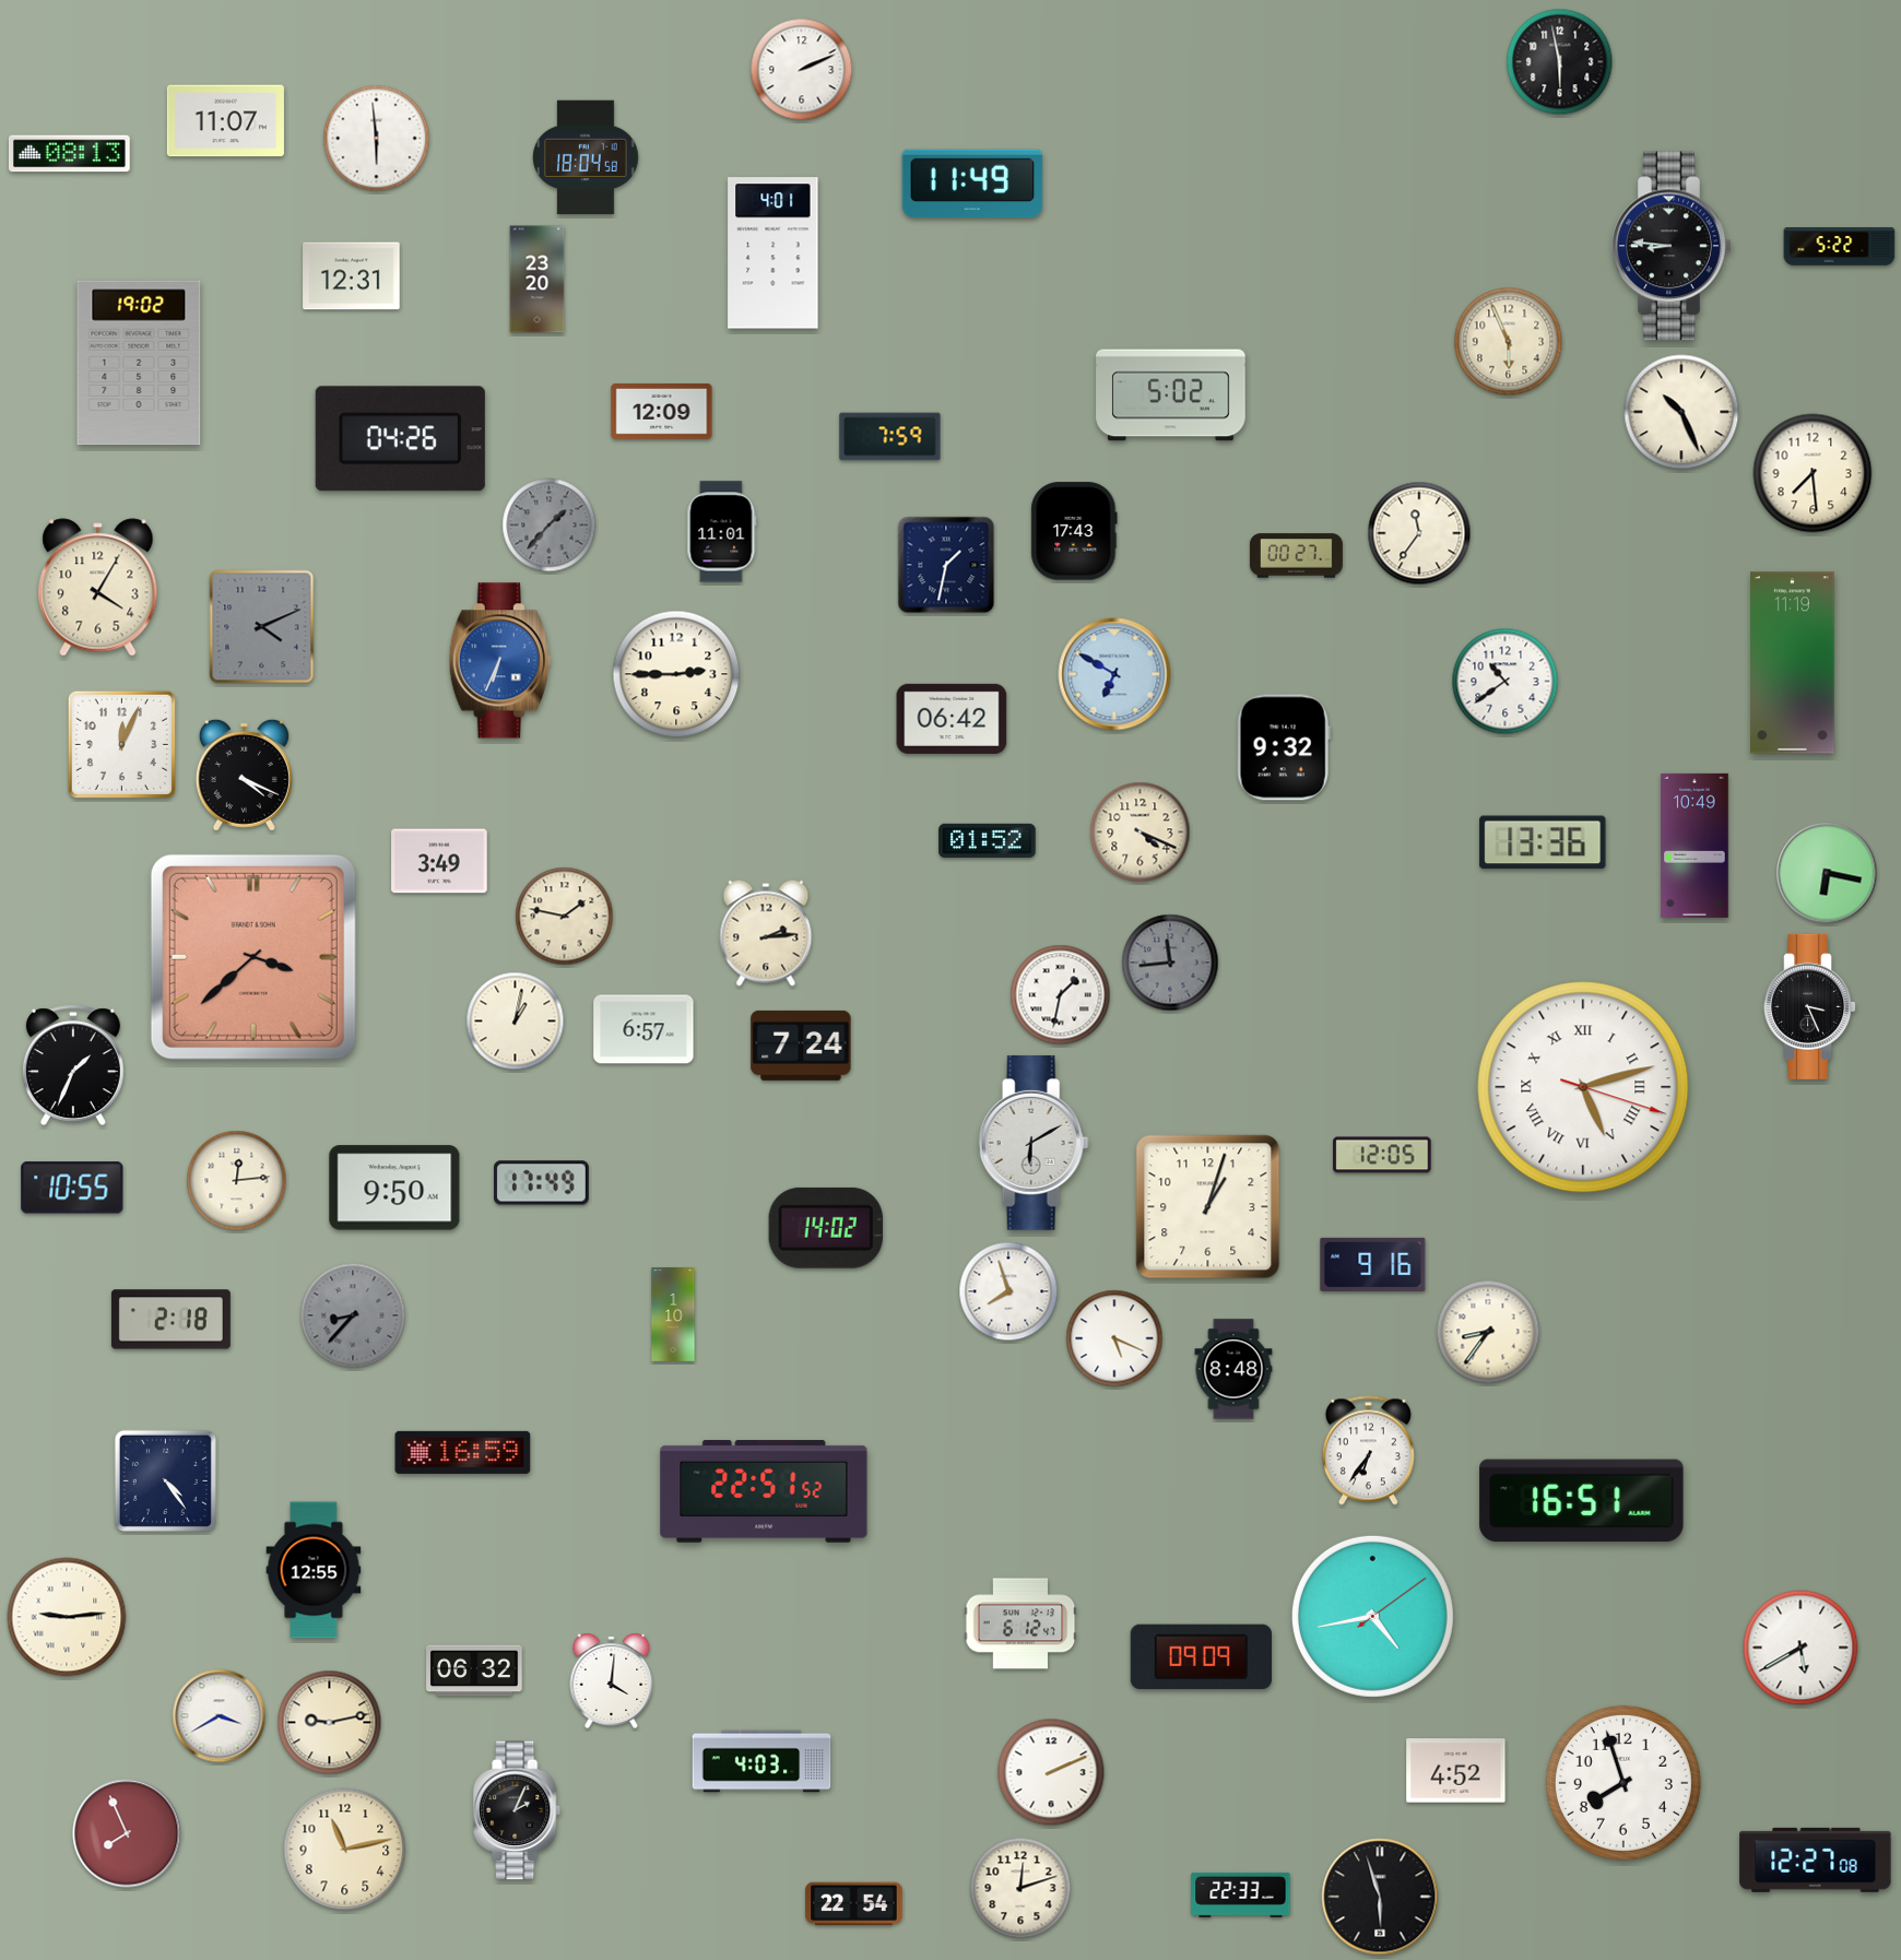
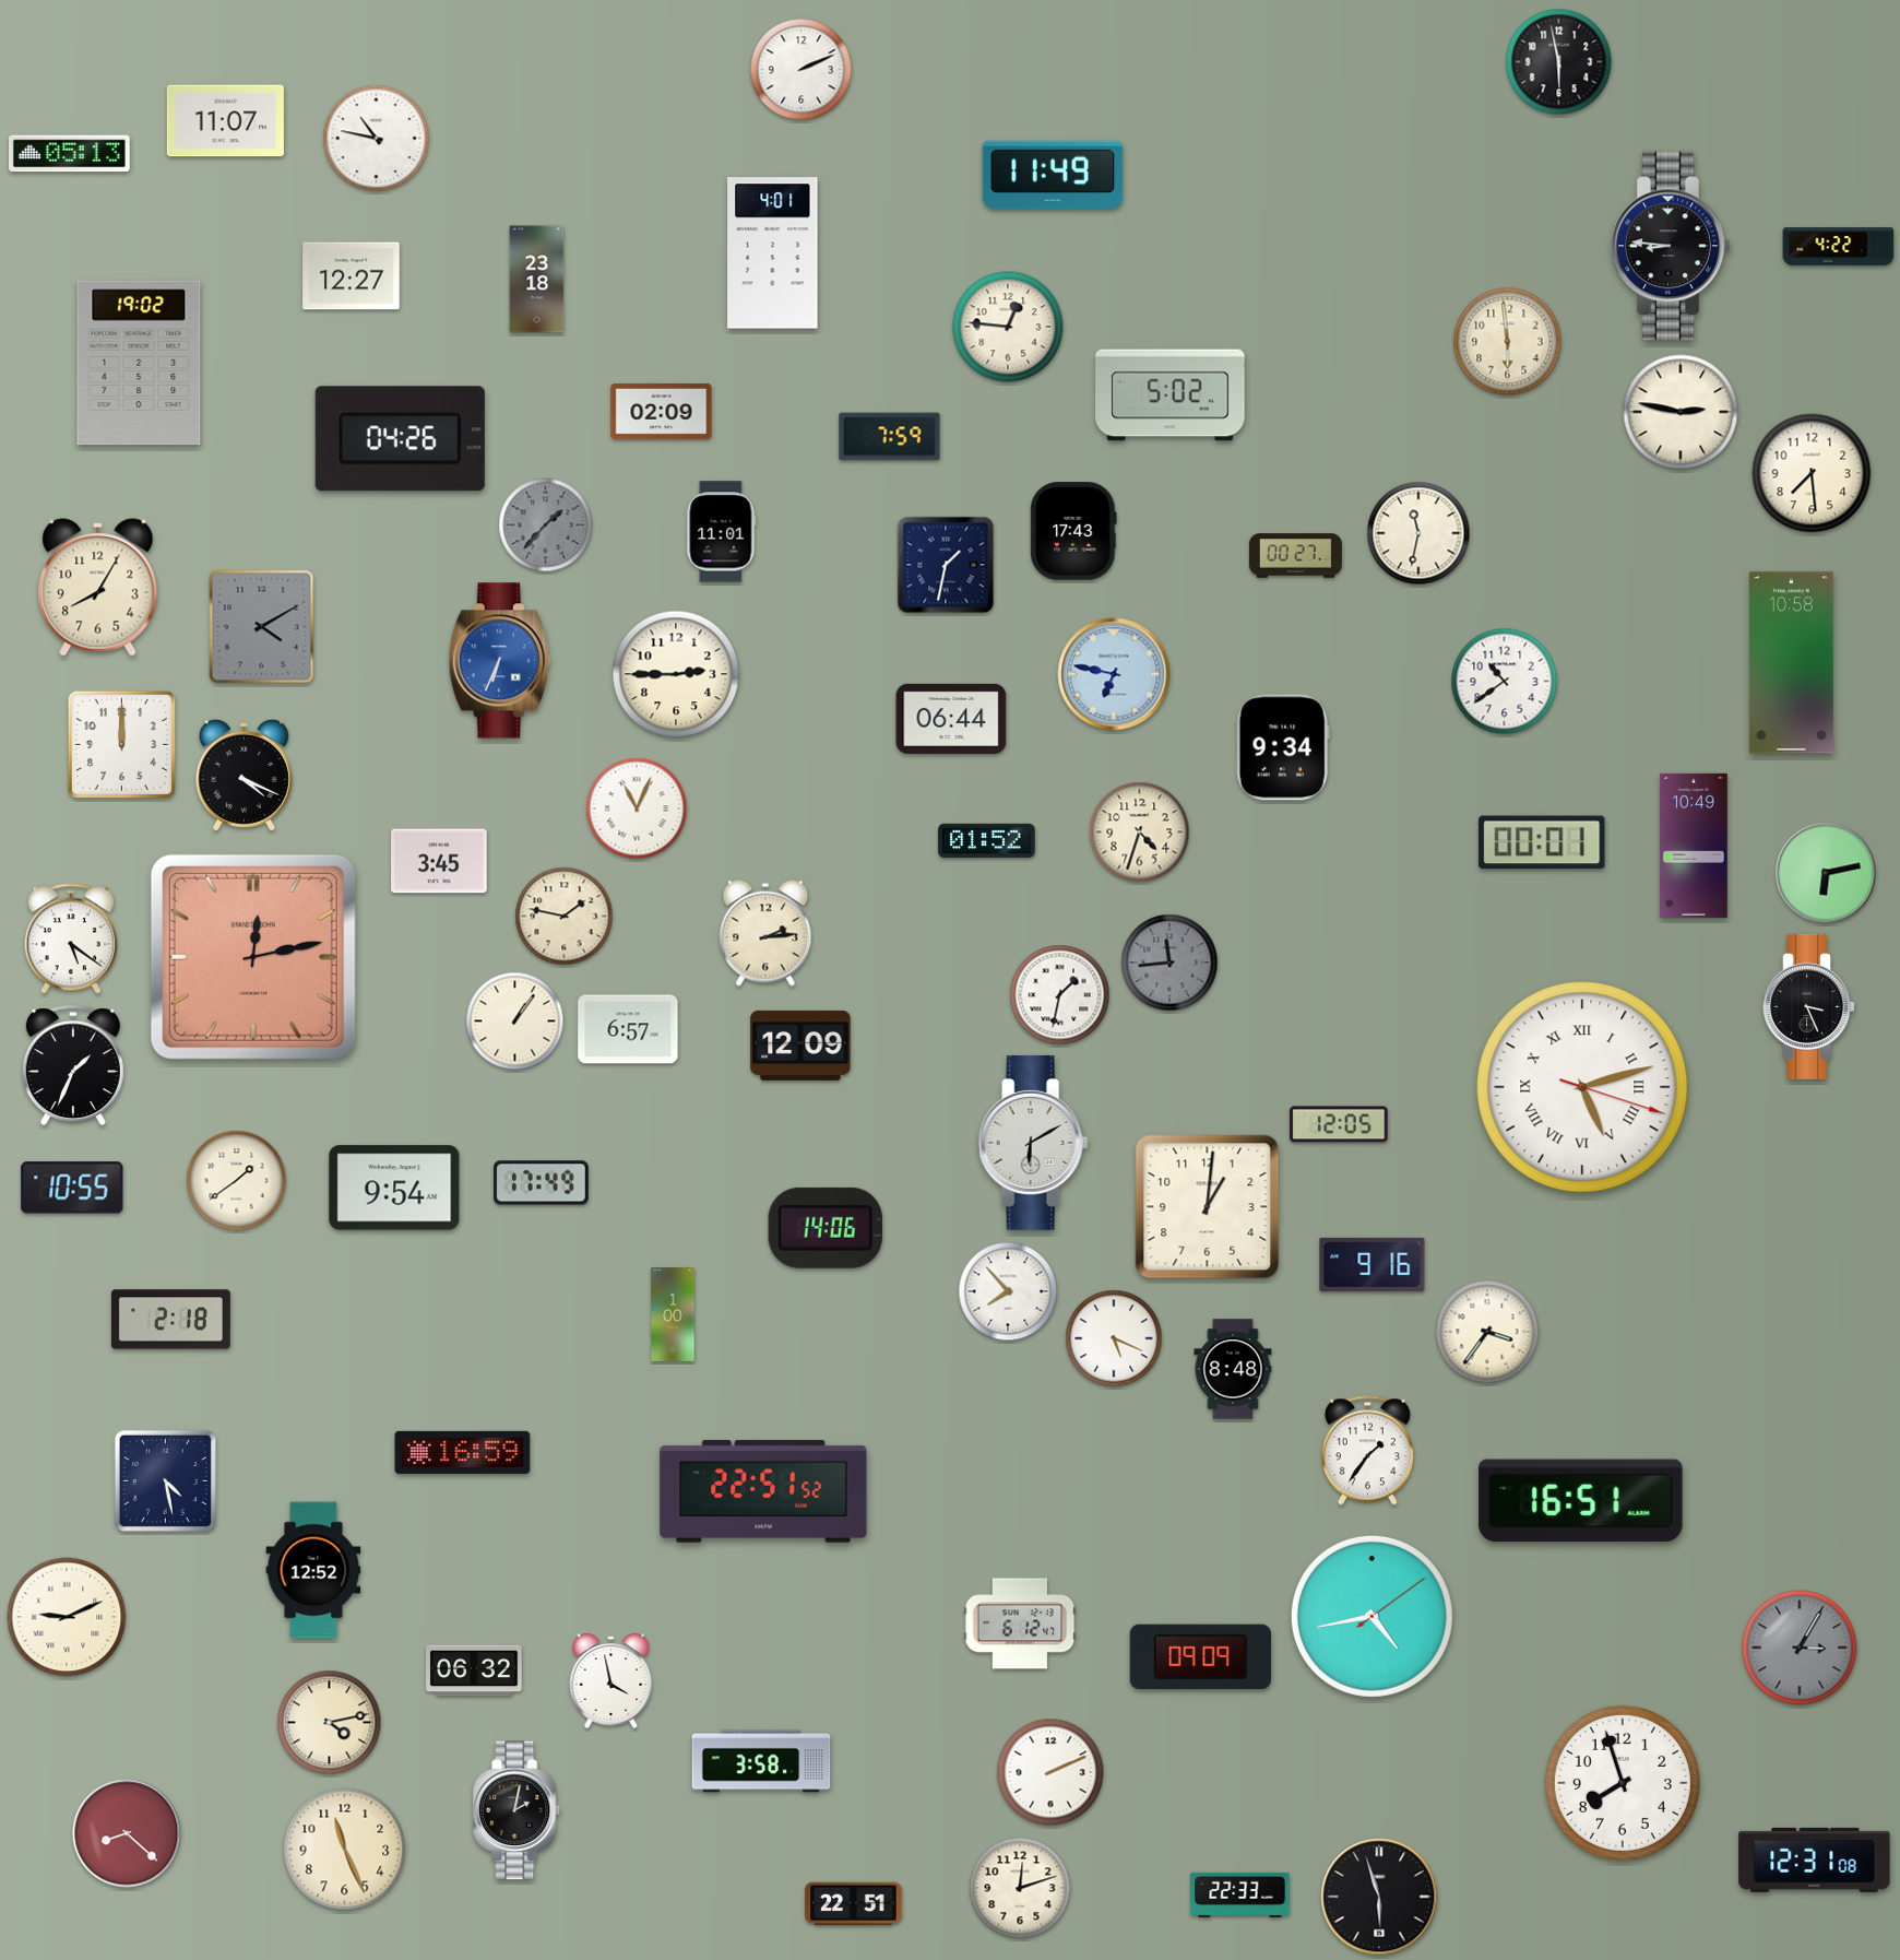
clock at (377, 139): 5:59 -> 10:47
clock at (69, 154): 08:13 -> 05:13
clock at (586, 157): 18:04 -> none
clock at (972, 184) position: (972, 184) -> (1053, 175)
clock at (1840, 247): 5:22 -> 4:22
clock at (352, 276): 12:31 -> 12:27
clock at (538, 280): 23:20 -> 23:18
clock at (1008, 327): none -> 12:46
clock at (1509, 342): 5:56 -> 5:59
clock at (662, 411): 12:09 -> 02:09
clock at (1681, 412): 10:26 -> 2:47
clock at (550, 526) position: (550, 526) -> (546, 526)
clock at (1419, 533): 11:36 -> 11:32
clock at (98, 588): 4:05 -> 8:05
clock at (262, 627): 4:11 -> 4:10
clock at (1793, 663): 11:19 -> 10:58
clock at (1114, 674): 6:50 -> 6:47
clock at (952, 719): 06:42 -> 06:44
clock at (121, 744): 12:04 -> 12:00
clock at (1284, 747): 9:32 -> 9:34
clock at (637, 808): none -> 11:04
clock at (1141, 833): 4:19 -> 4:33
clock at (1543, 842): 13:36 -> 00:01
clock at (439, 861): 3:49 -> 3:45
clock at (1827, 873): 6:17 -> 6:13
clock at (71, 938): none -> 5:21
clock at (253, 957): 3:38 -> 12:13
clock at (516, 1022): 1:02 -> 1:06
clock at (643, 1029) position: (643, 1029) -> (628, 1029)
clock at (801, 1046): 7:24 -> 12:09
clock at (1382, 1155) position: (1382, 1155) -> (1339, 1124)
clock at (237, 1181): 12:14 -> 1:39
clock at (394, 1188): 9:50 -> 9:54
clock at (1208, 1207): 1:03 -> 1:01
clock at (826, 1228): 14:02 -> 14:06
clock at (1008, 1291): 7:57 -> 7:53
clock at (353, 1315): 8:37 -> none
clock at (673, 1315): 1:10 -> 1:00
clock at (1488, 1332): 8:36 -> 3:36
clock at (1368, 1451): 6:36 -> 1:36
clock at (165, 1480): 4:24 -> 4:28
clock at (314, 1570): 12:55 -> 12:52
clock at (67, 1617): 9:14 -> 9:11
clock at (1800, 1648): 5:40 -> 3:05
clock at (1800, 1648) dial: white -> grey
clock at (612, 1680): 4:01 -> 3:58
clock at (220, 1716): 3:40 -> none
clock at (330, 1723): 9:13 -> 4:13
clock at (761, 1761): 4:03 -> 3:58
clock at (1456, 1771): 4:52 -> none
clock at (518, 1810): 2:04 -> 2:02
clock at (127, 1833): 7:56 -> 8:22
clock at (345, 1850): 11:13 -> 11:26
clock at (1816, 1859): 12:27 -> 12:31
clock at (854, 1904): 22:54 -> 22:51
